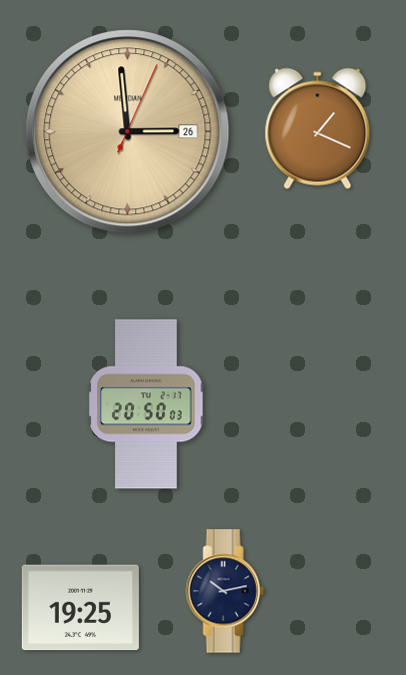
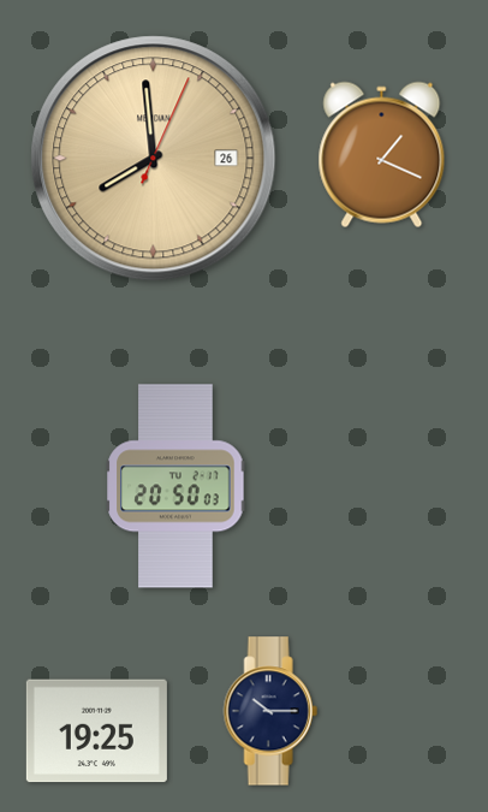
clock at (128, 132): 2:59 -> 7:59
clock at (225, 591): 10:13 -> 10:15
